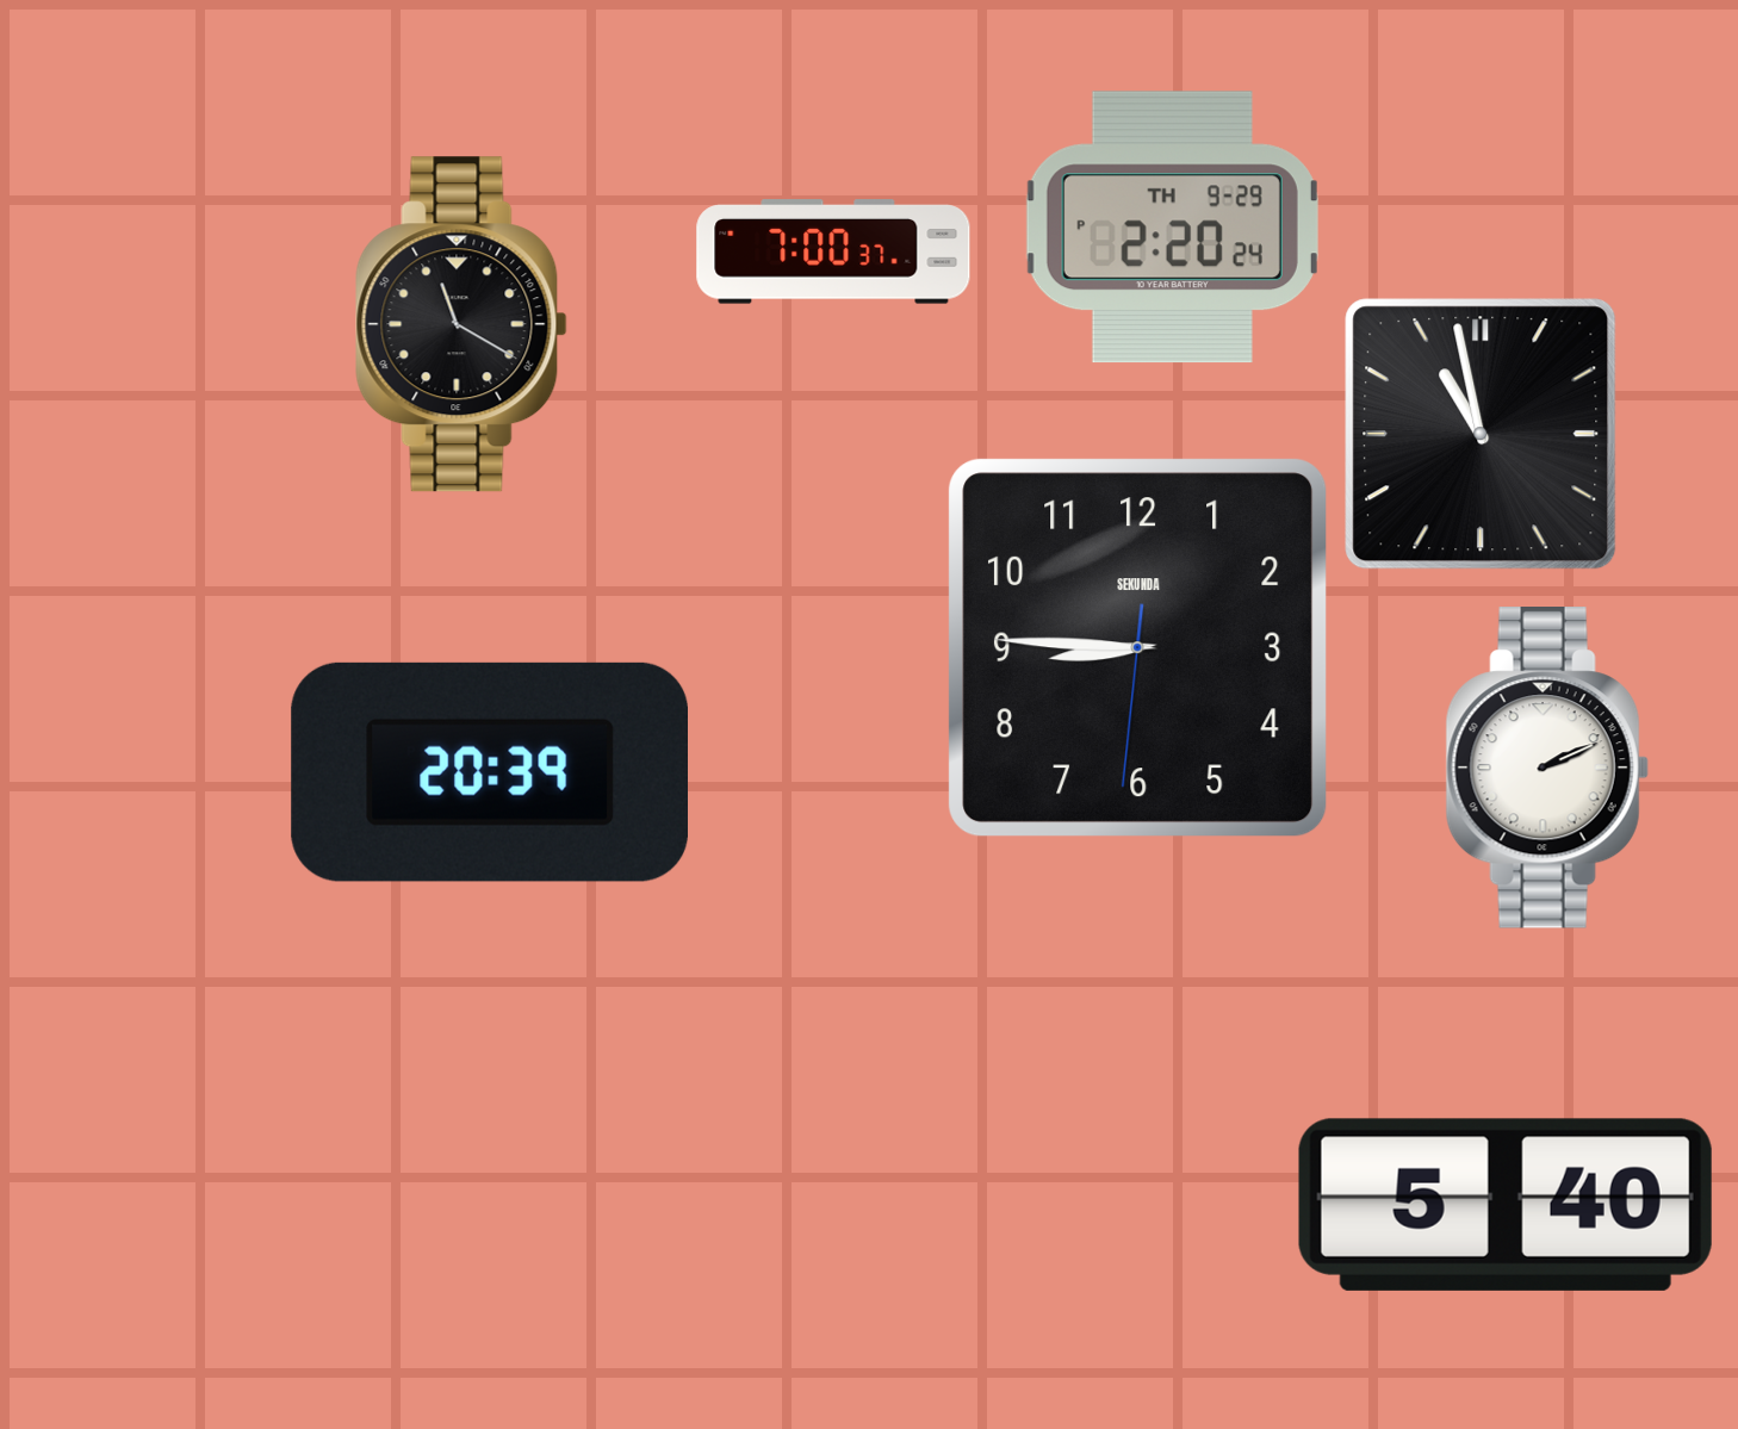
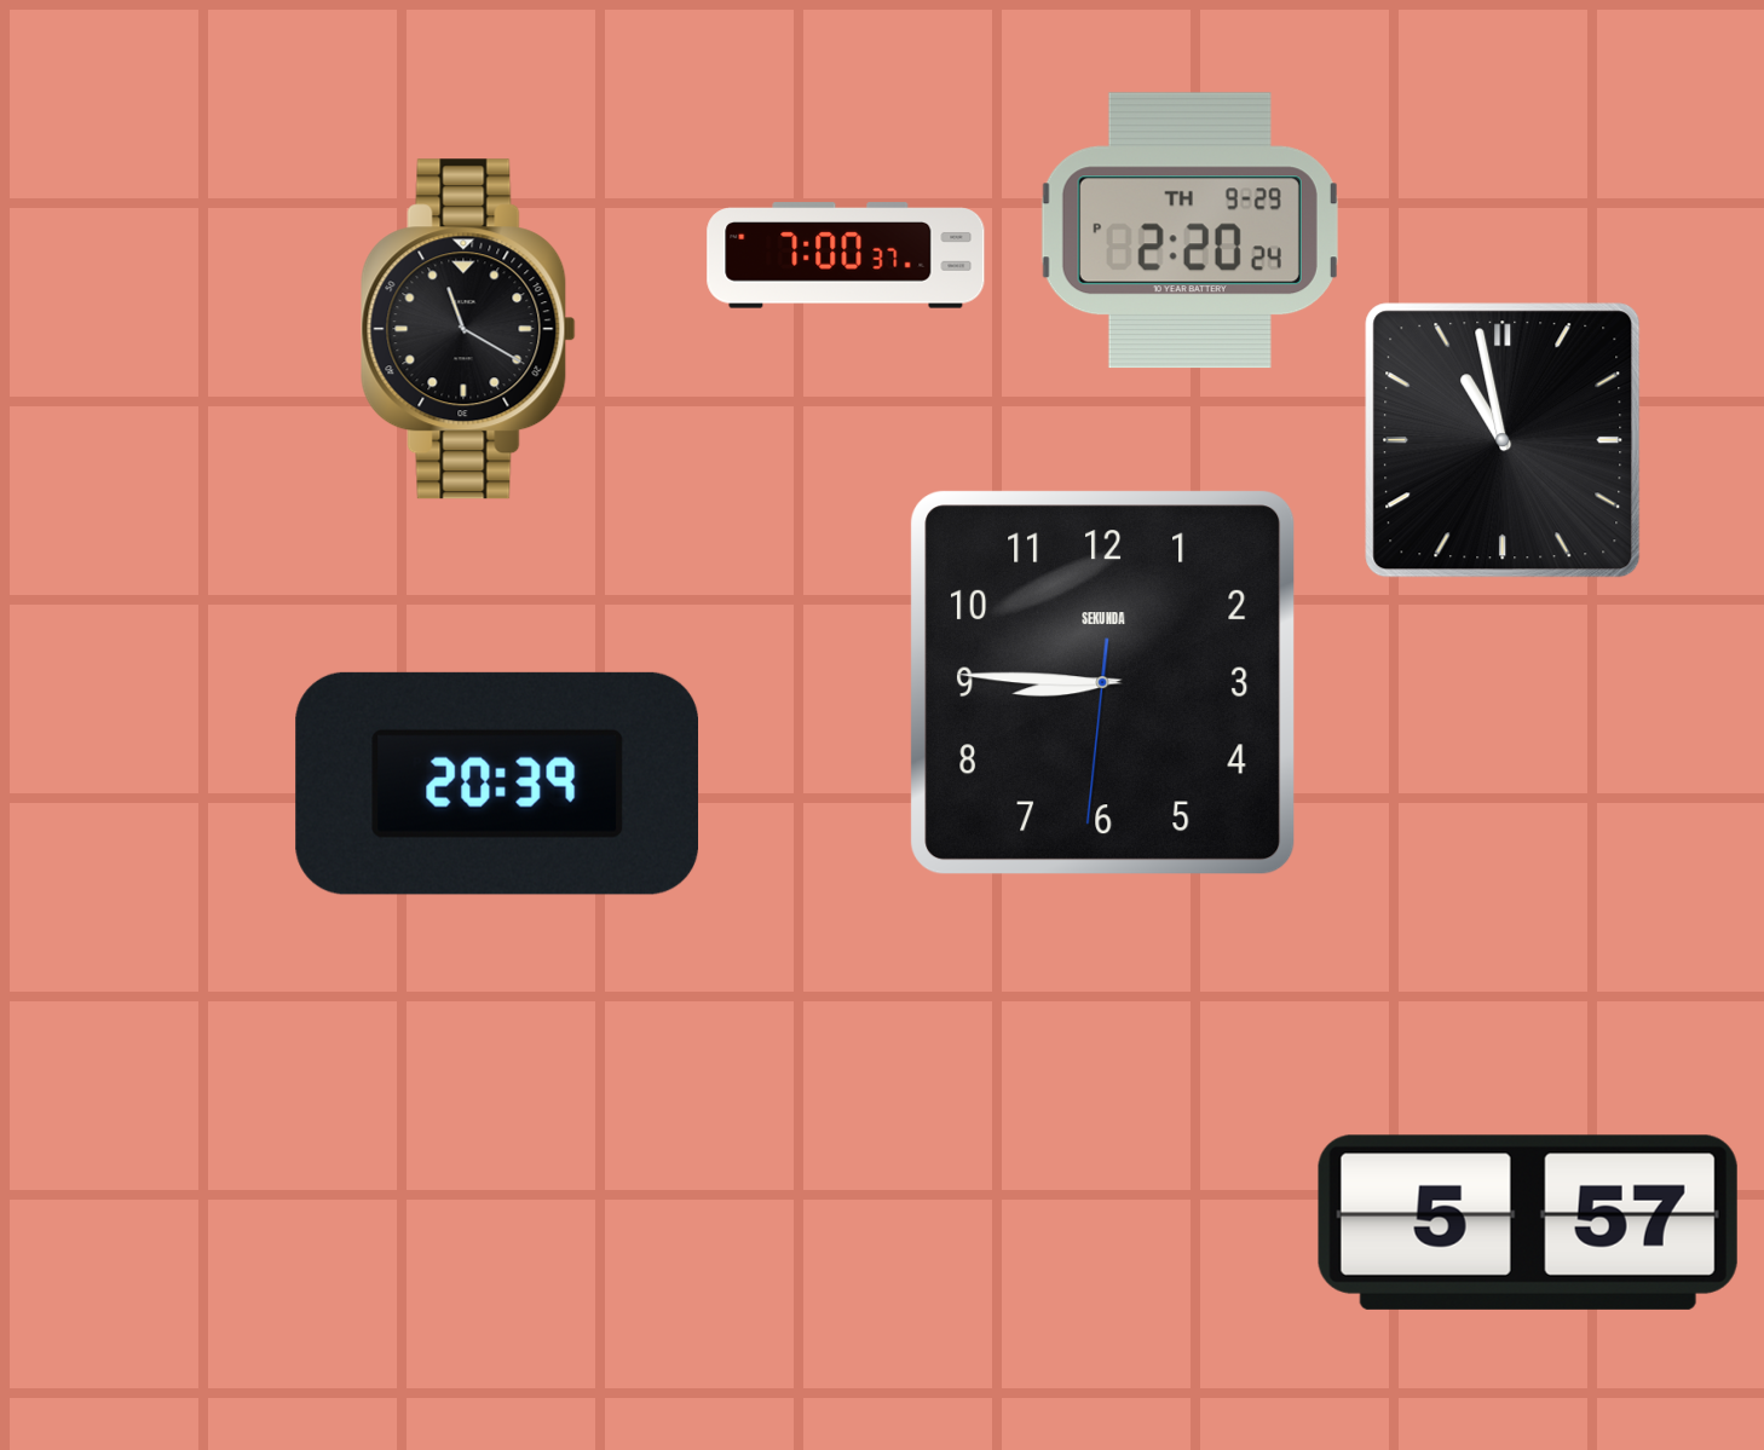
clock at (1138, 648) position: (1138, 648) -> (1103, 683)
clock at (1547, 769): 2:11 -> none
clock at (1506, 1205): 5:40 -> 5:57
